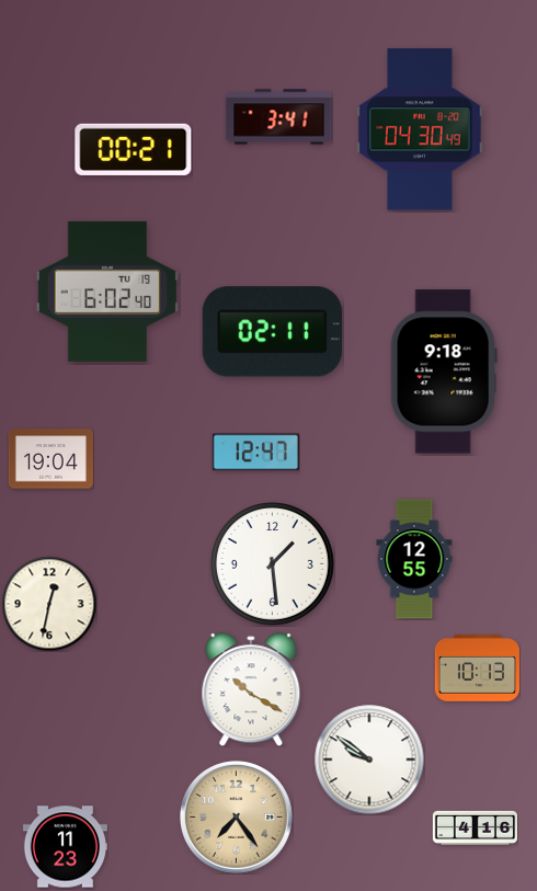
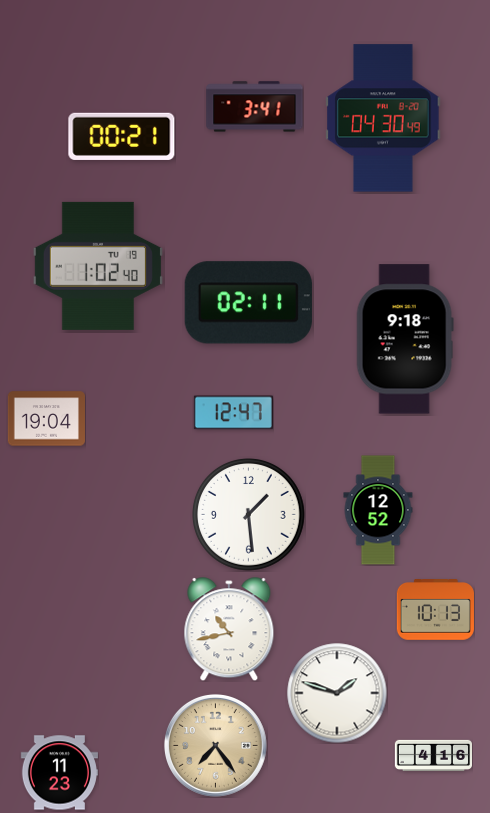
clock at (107, 292): 6:02 -> 1:02
clock at (414, 559): 12:55 -> 12:52
clock at (49, 604): 12:32 -> none
clock at (251, 689): 10:20 -> 10:43
clock at (369, 759): 9:51 -> 1:48
